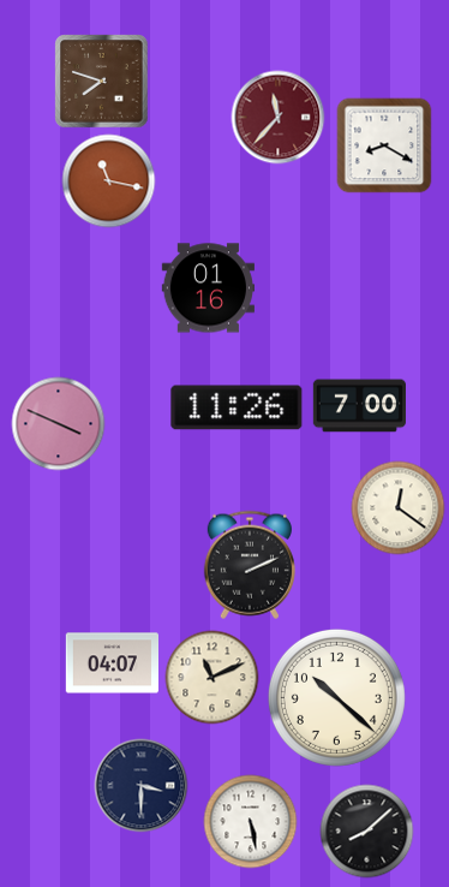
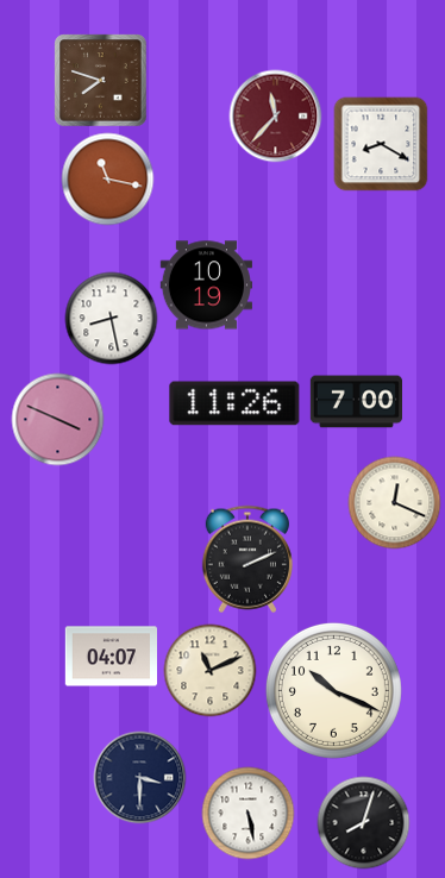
clock at (208, 288): 01:16 -> 10:19
clock at (111, 318): none -> 8:28
clock at (397, 507): 12:21 -> 12:19
clock at (336, 697): 10:22 -> 10:19
clock at (366, 831): 8:08 -> 8:03
